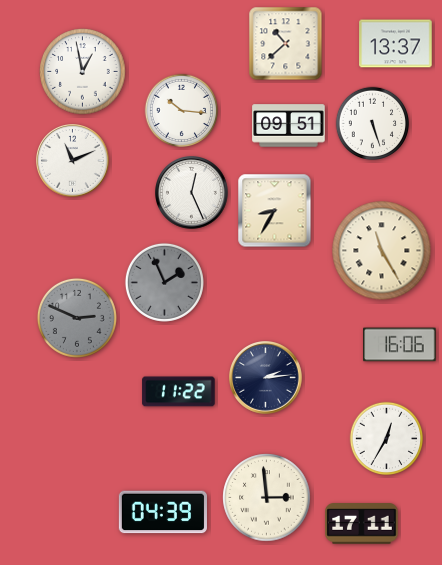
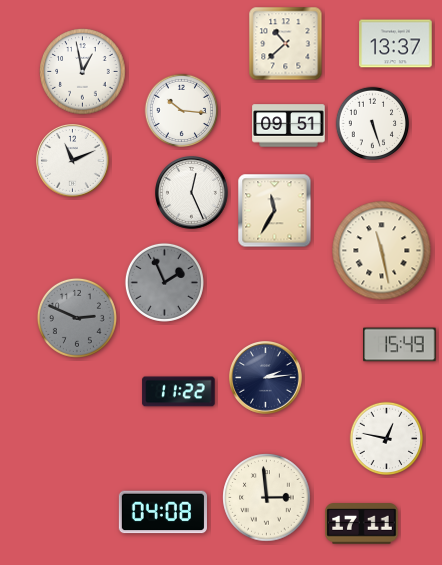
clock at (275, 211): 8:35 -> 11:35
clock at (382, 251): 11:25 -> 11:28
clock at (400, 345): 16:06 -> 15:49
clock at (387, 439): 12:35 -> 12:47
clock at (163, 512): 04:39 -> 04:08
